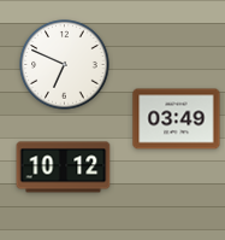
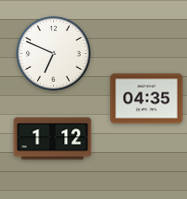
clock at (177, 119): 03:49 -> 04:35
clock at (64, 168): 10:12 -> 1:12
